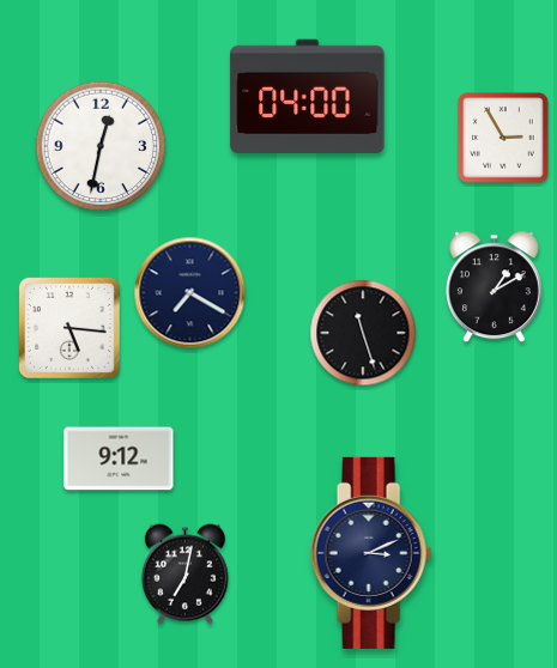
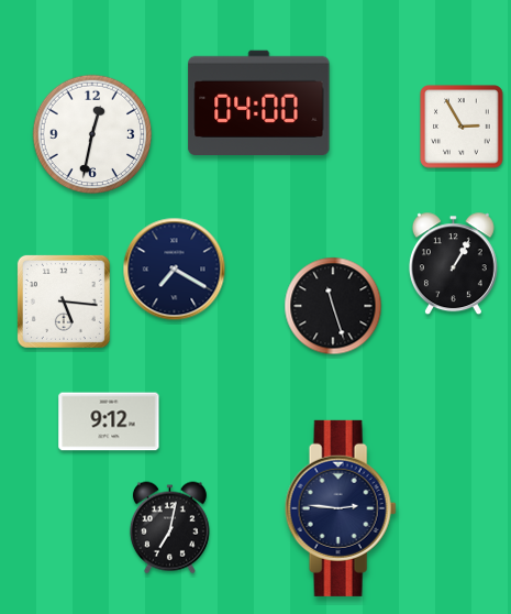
clock at (308, 96) position: (308, 96) -> (259, 102)
clock at (494, 287): 1:10 -> 1:05
clock at (371, 553): 3:11 -> 2:46
